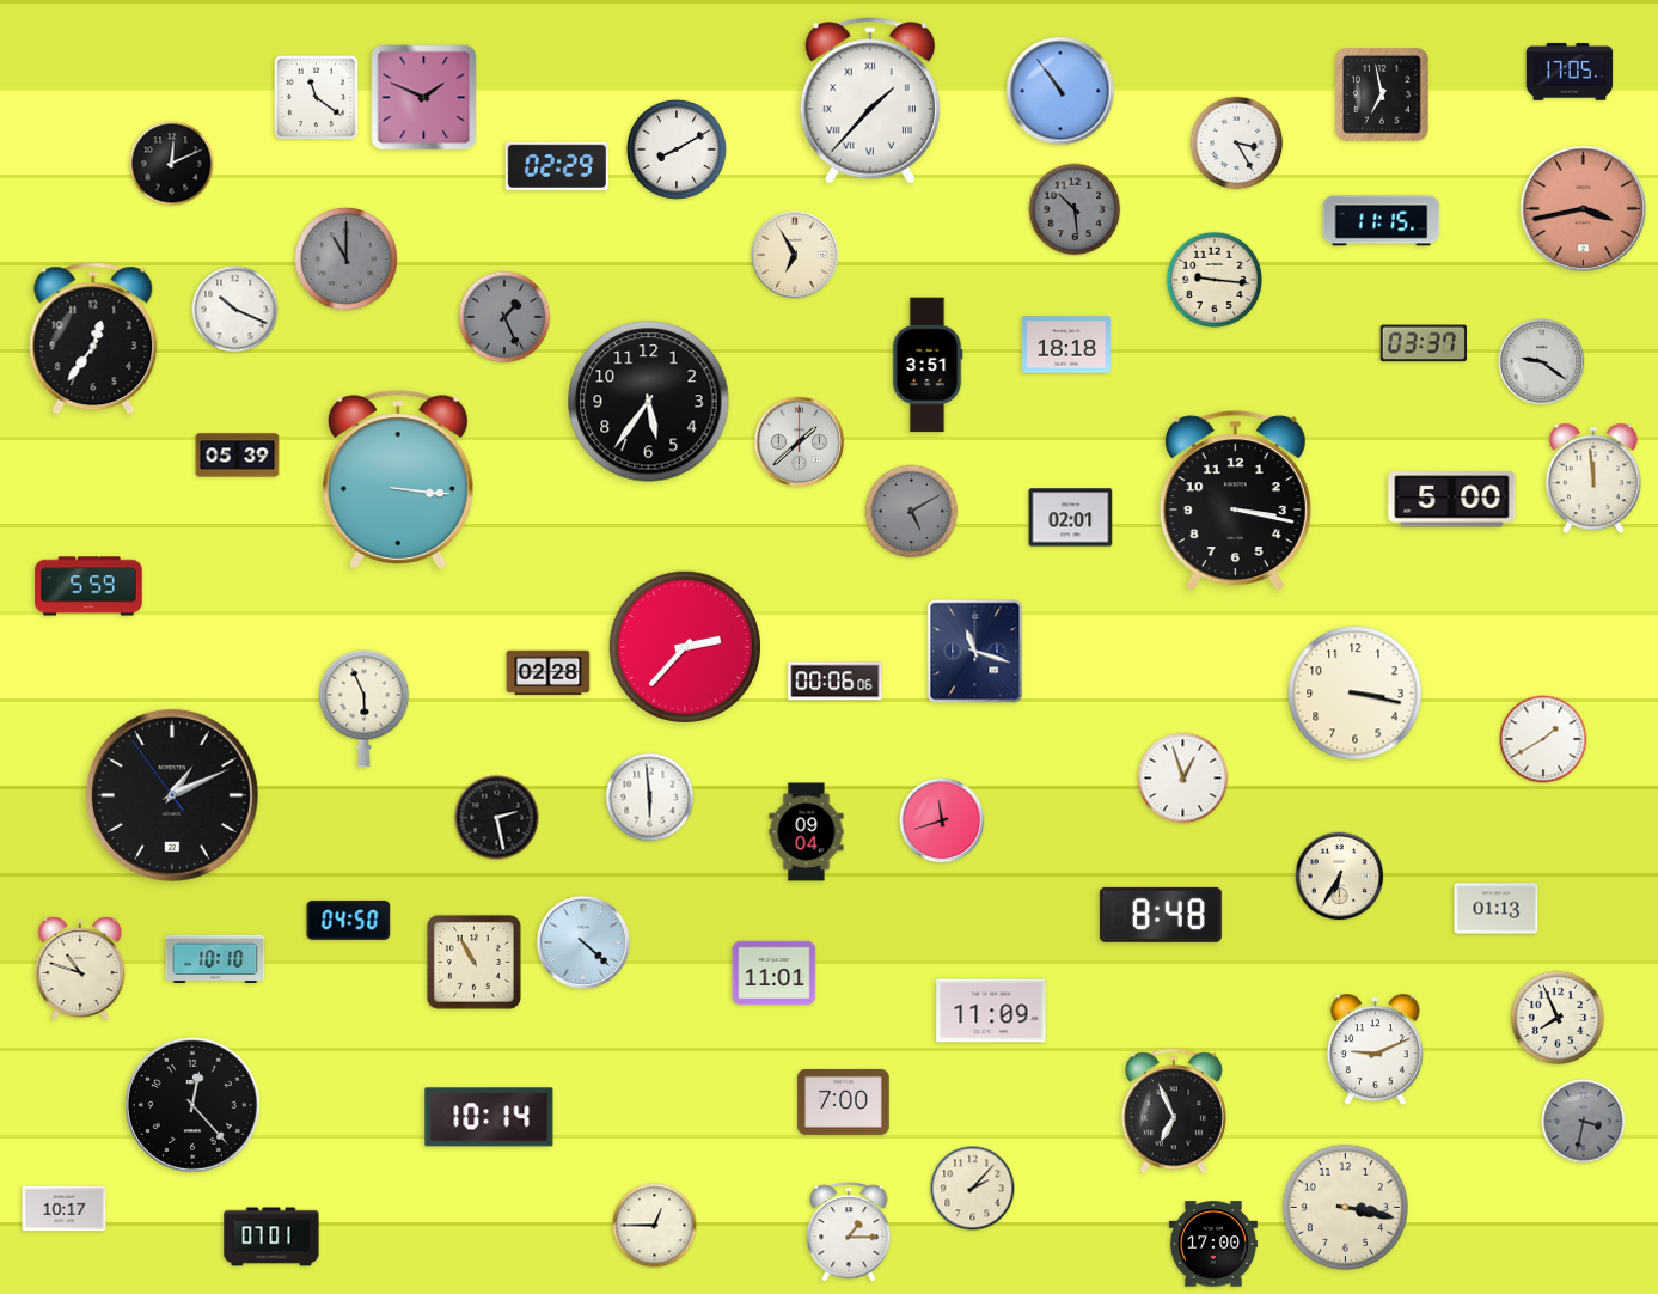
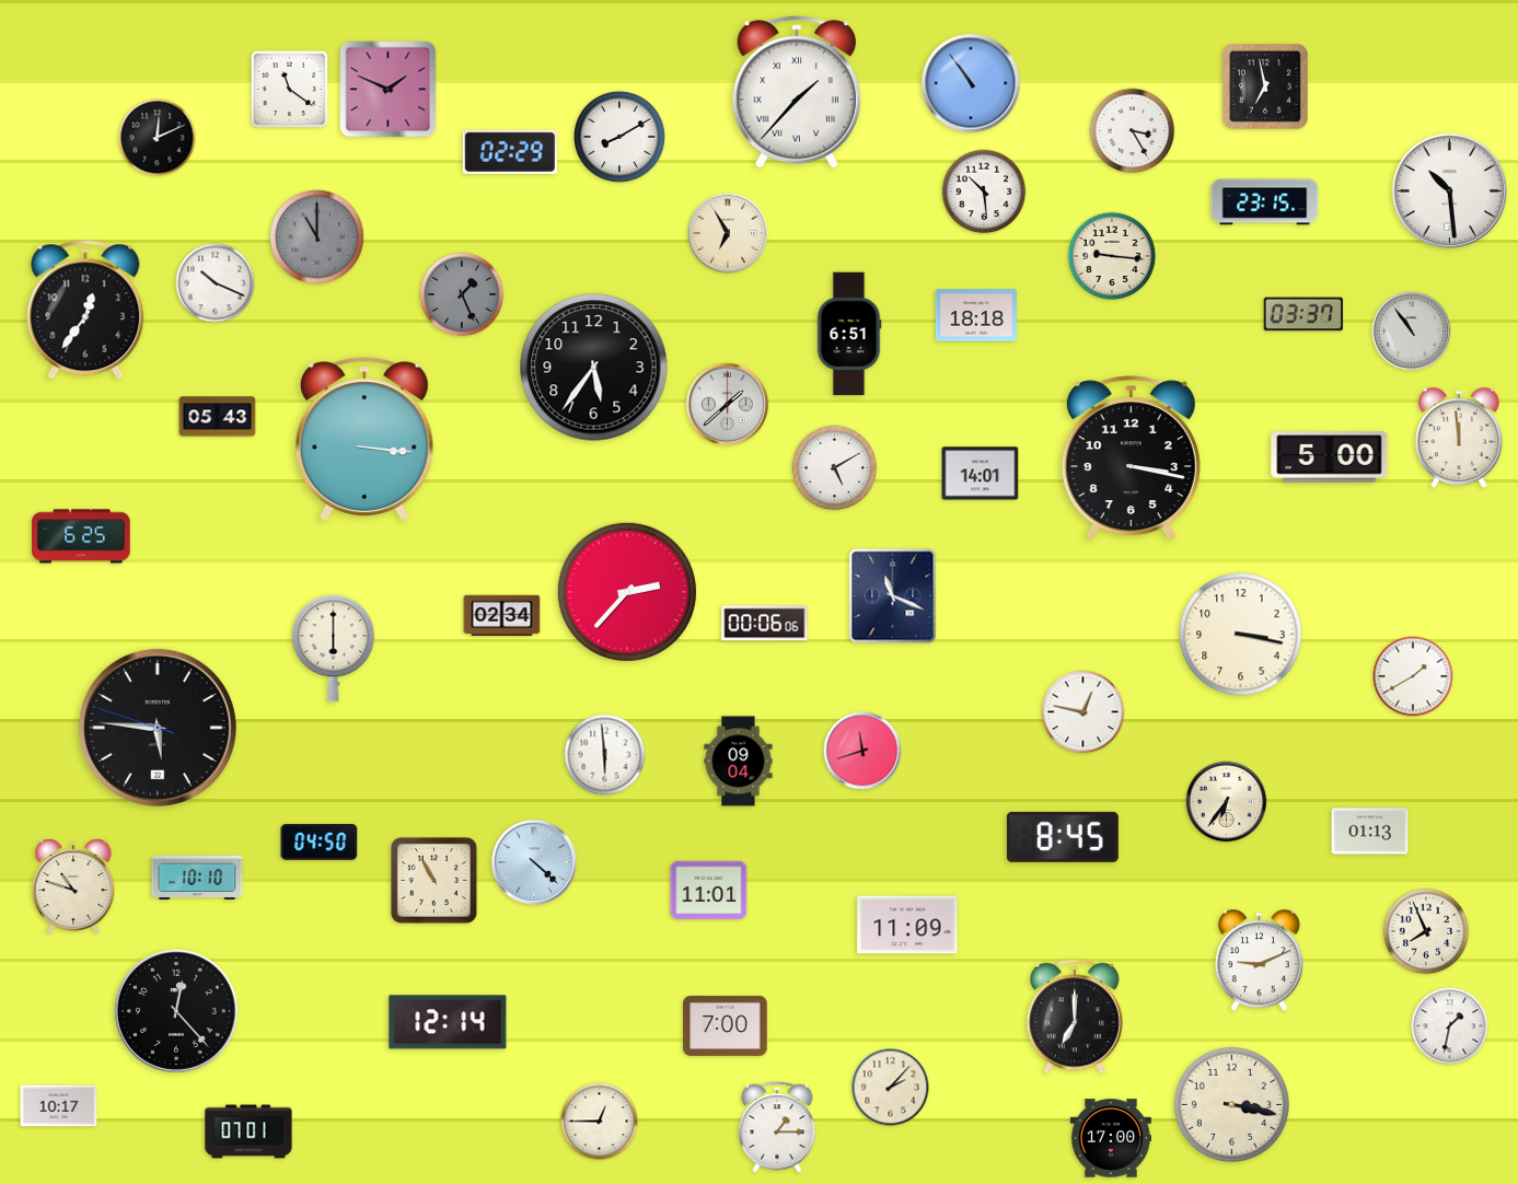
clock at (1570, 72): 17:05 -> none
clock at (172, 164) position: (172, 164) -> (158, 138)
clock at (1075, 209) dial: grey -> white
clock at (1584, 209): 3:43 -> 10:29
clock at (1584, 209) dial: salmon -> white
clock at (1382, 221): 11:15 -> 23:15
clock at (504, 317) position: (504, 317) -> (462, 294)
clock at (1542, 362): 9:21 -> 10:54
clock at (928, 365): 3:51 -> 6:51
clock at (800, 442) position: (800, 442) -> (728, 405)
clock at (238, 456): 05:39 -> 05:43
clock at (912, 512) dial: grey -> white
clock at (1071, 518): 02:01 -> 14:01
clock at (88, 586): 5:59 -> 6:25
clock at (975, 652): 11:18 -> 11:19
clock at (549, 673): 02:28 -> 02:34
clock at (365, 709): 5:56 -> 6:00
clock at (1183, 779): 12:57 -> 12:47
clock at (172, 795): 1:10 -> 5:45
clock at (650, 798) position: (650, 798) -> (605, 755)
clock at (497, 818): 2:28 -> none
clock at (1340, 877): 6:35 -> 6:36
clock at (1161, 915): 8:48 -> 8:45
clock at (844, 1101) position: (844, 1101) -> (726, 1025)
clock at (1174, 1111): 6:56 -> 7:00
clock at (489, 1117): 10:14 -> 12:14
clock at (1584, 1122): 3:32 -> 1:32
clock at (1584, 1122) dial: grey -> white
